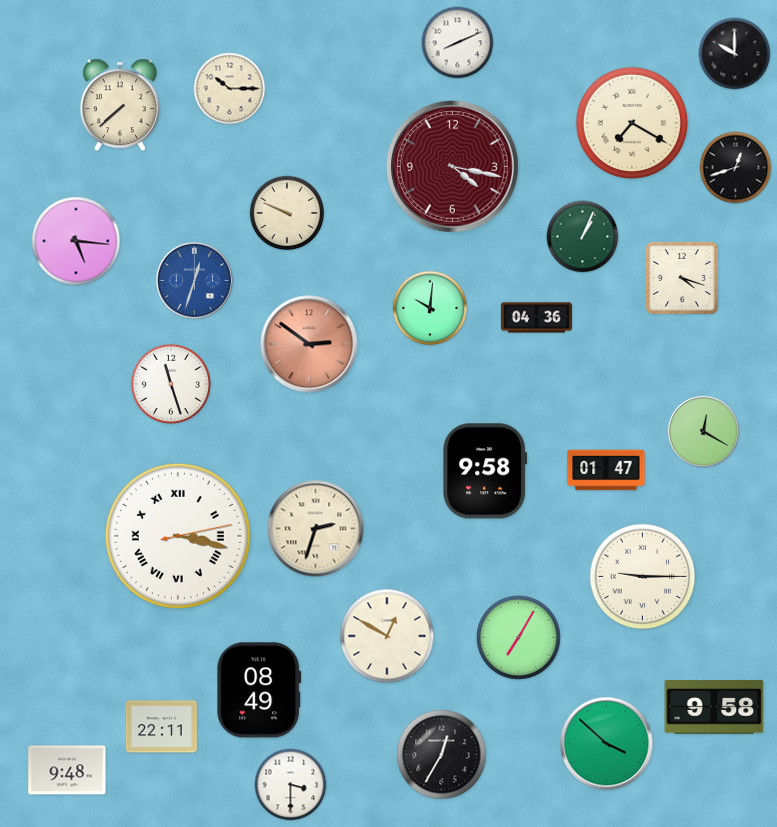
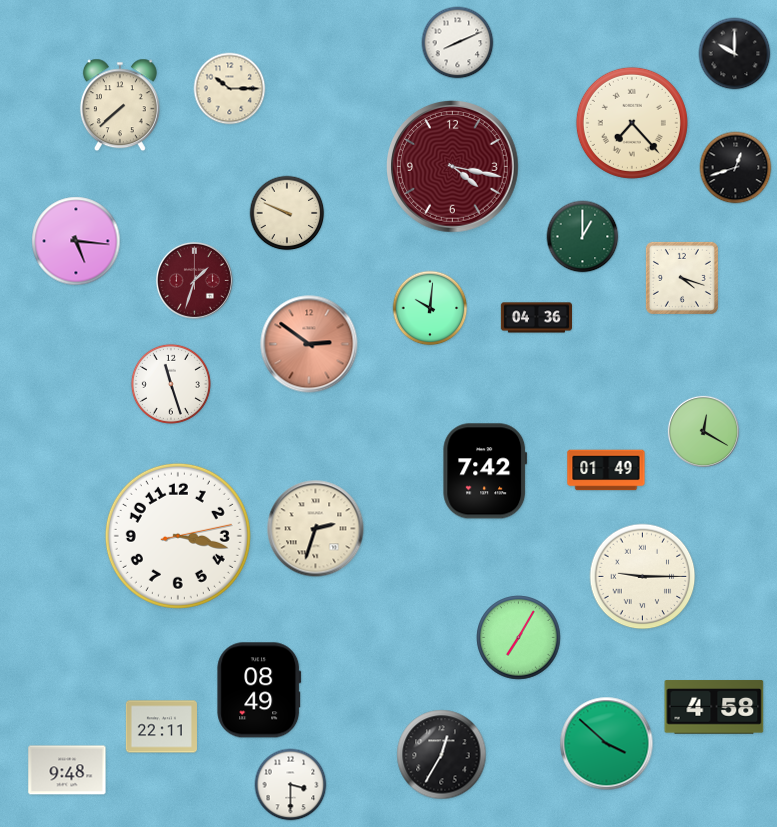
clock at (632, 123): 7:20 -> 7:23
clock at (583, 237): 1:04 -> 1:00
clock at (194, 280): 12:33 -> 1:33
clock at (194, 280) dial: blue -> burgundy
clock at (606, 470): 01:47 -> 01:49
clock at (485, 471): 9:58 -> 7:42
clock at (178, 536) numerals: Roman -> Arabic
clock at (387, 636): 12:50 -> none
clock at (714, 707): 9:58 -> 4:58
